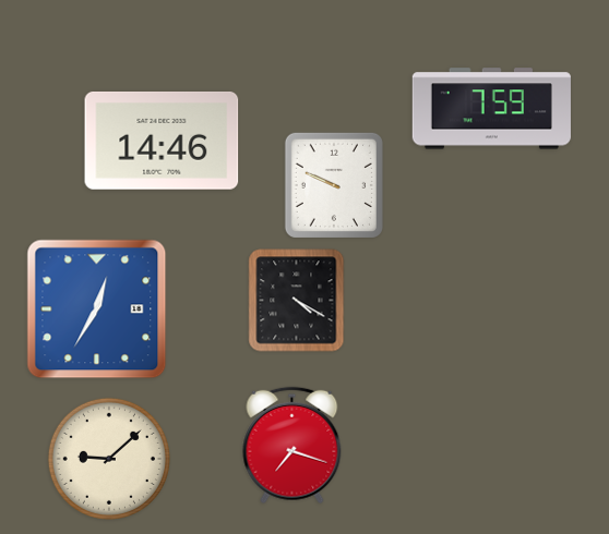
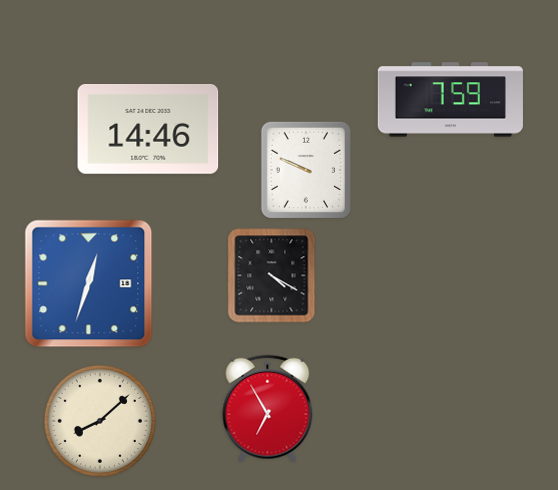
clock at (97, 310): 12:35 -> 12:33
clock at (292, 446): 7:18 -> 6:55
clock at (109, 459): 9:08 -> 8:08
